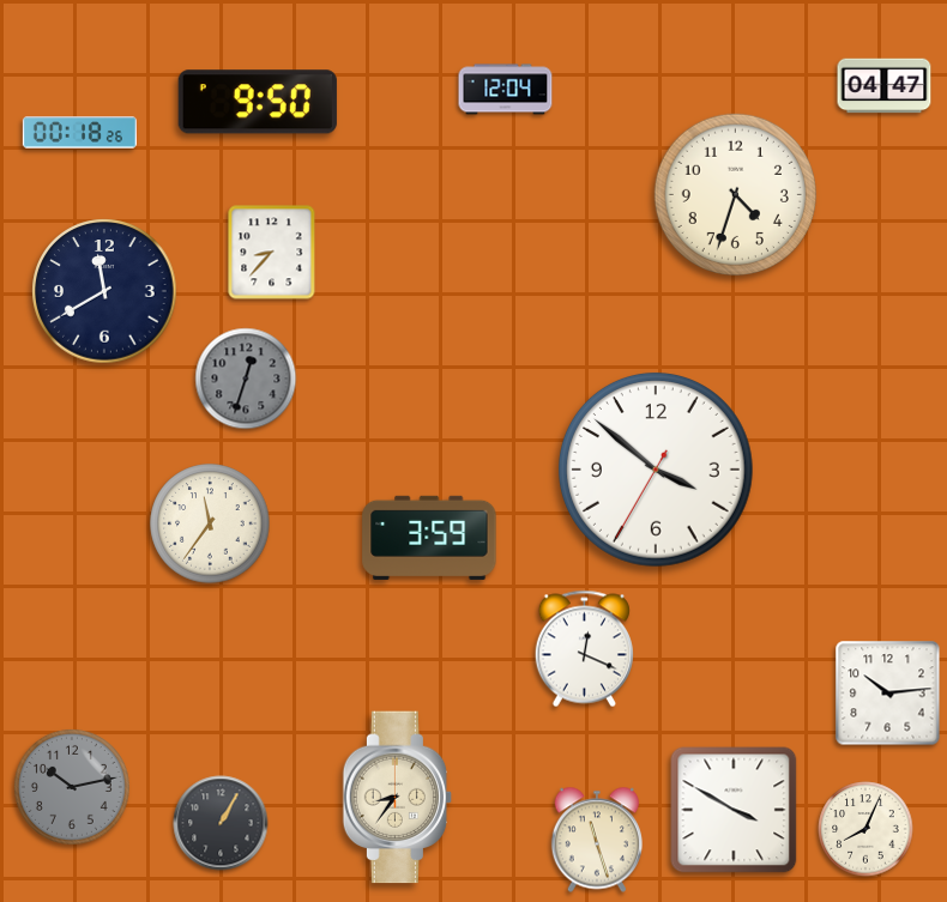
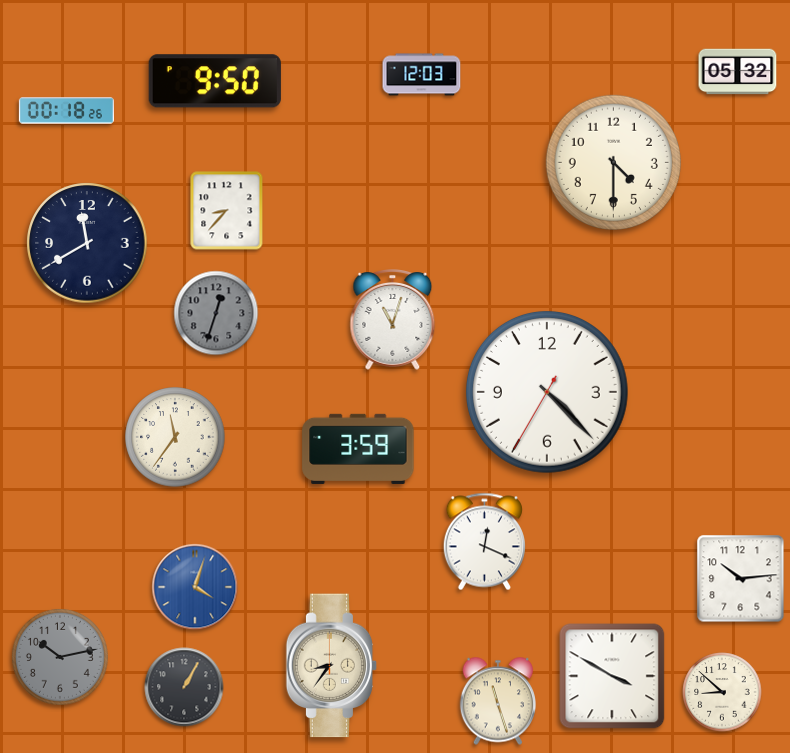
clock at (885, 86): 04:47 -> 05:32
clock at (506, 90): 12:04 -> 12:03
clock at (258, 102) position: (258, 102) -> (215, 81)
clock at (735, 194): 4:33 -> 4:30
clock at (246, 379) position: (246, 379) -> (216, 313)
clock at (393, 320): none -> 11:03
clock at (656, 470): 3:51 -> 4:22
clock at (584, 649) position: (584, 649) -> (484, 542)
clock at (195, 587): none -> 4:03
clock at (865, 829): 8:04 -> 8:52
